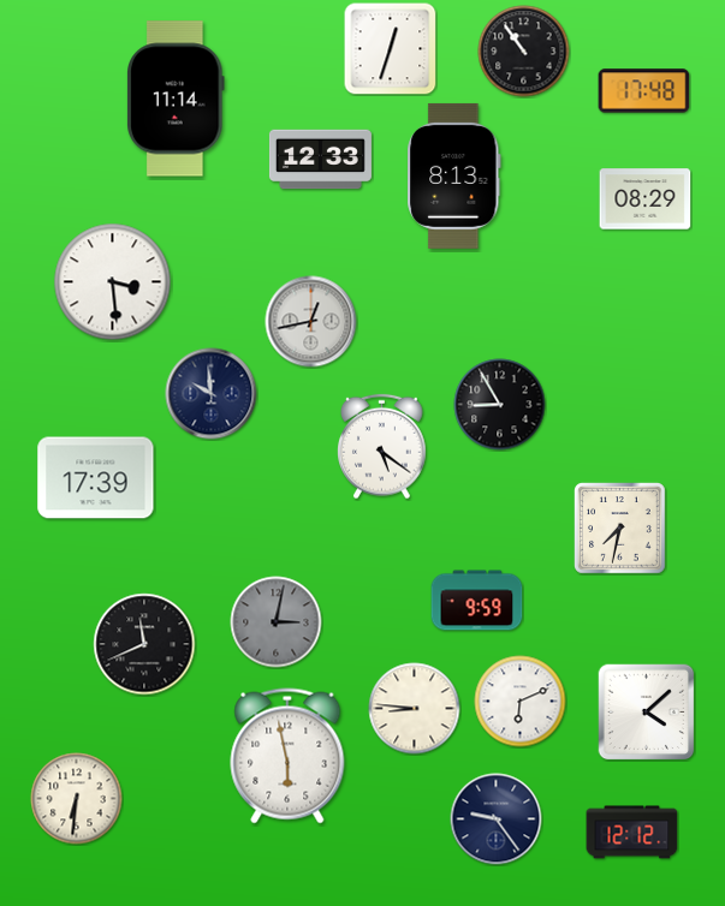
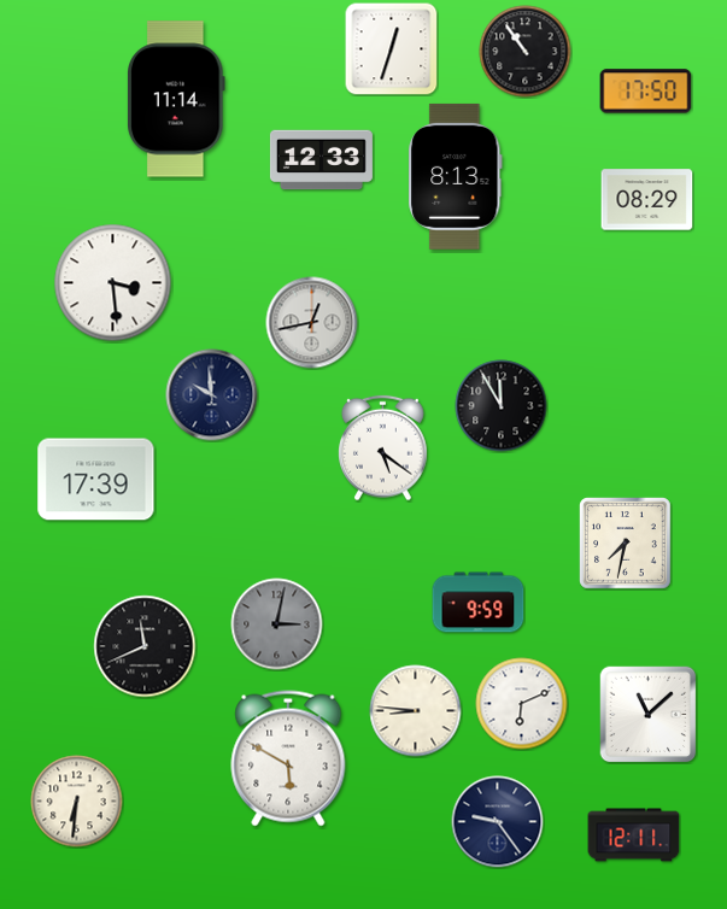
clock at (644, 91): 17:48 -> 17:50
clock at (500, 405): 8:55 -> 11:55
clock at (620, 529) position: (620, 529) -> (626, 544)
clock at (647, 713): 4:08 -> 11:08
clock at (287, 756): 5:58 -> 5:50
clock at (632, 833): 12:12 -> 12:11
